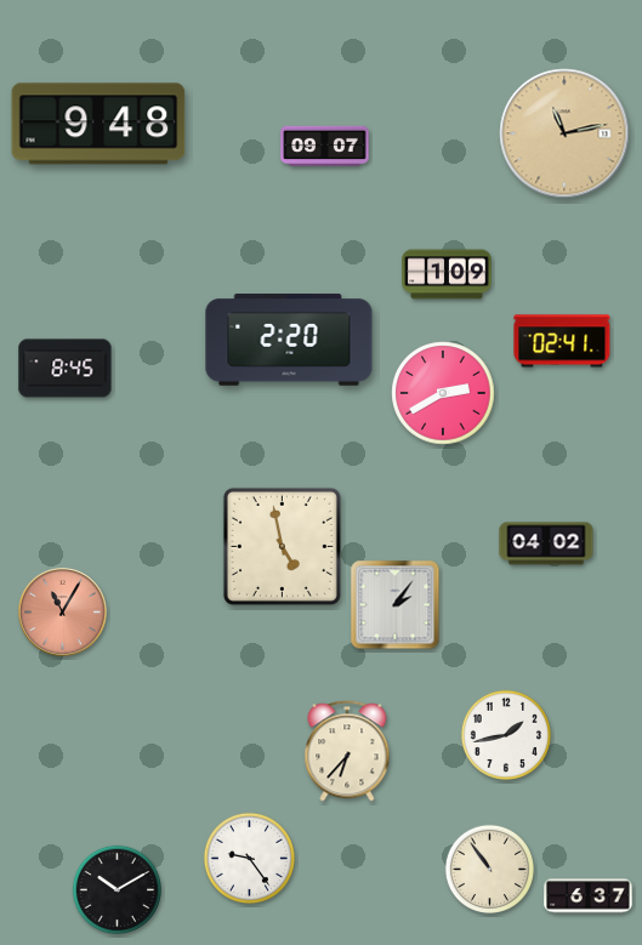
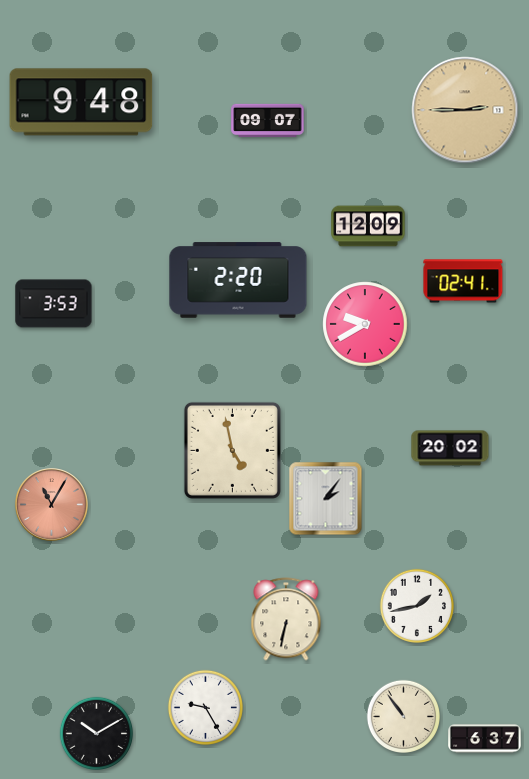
clock at (564, 133): 11:13 -> 2:45
clock at (447, 274): 1:09 -> 12:09
clock at (66, 369): 8:45 -> 3:53
clock at (443, 393): 2:40 -> 9:40
clock at (546, 543): 04:02 -> 20:02
clock at (347, 751): 6:37 -> 6:32
clock at (249, 858): 9:24 -> 9:25
